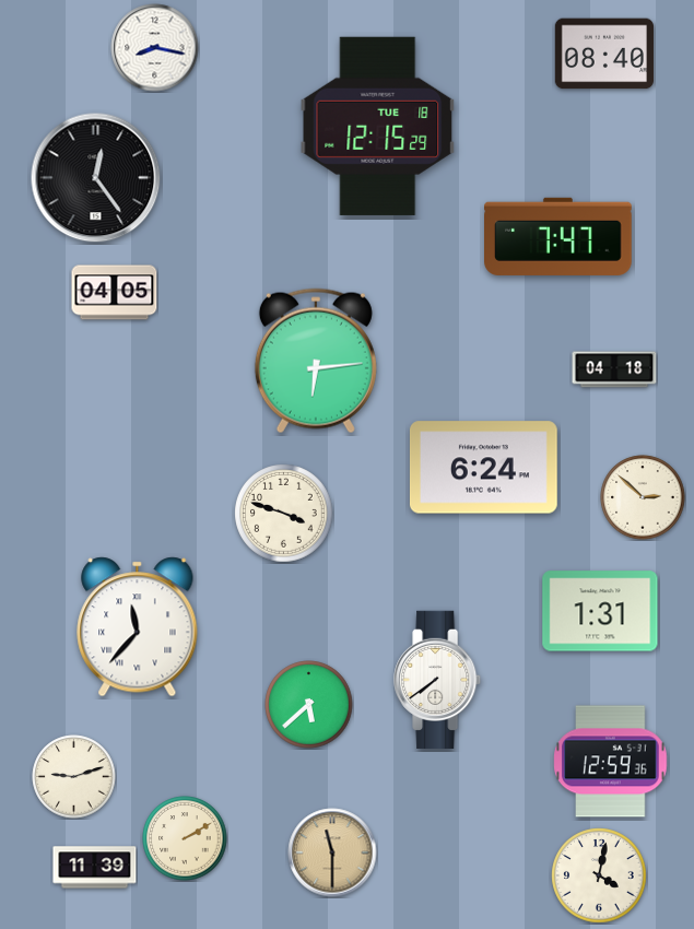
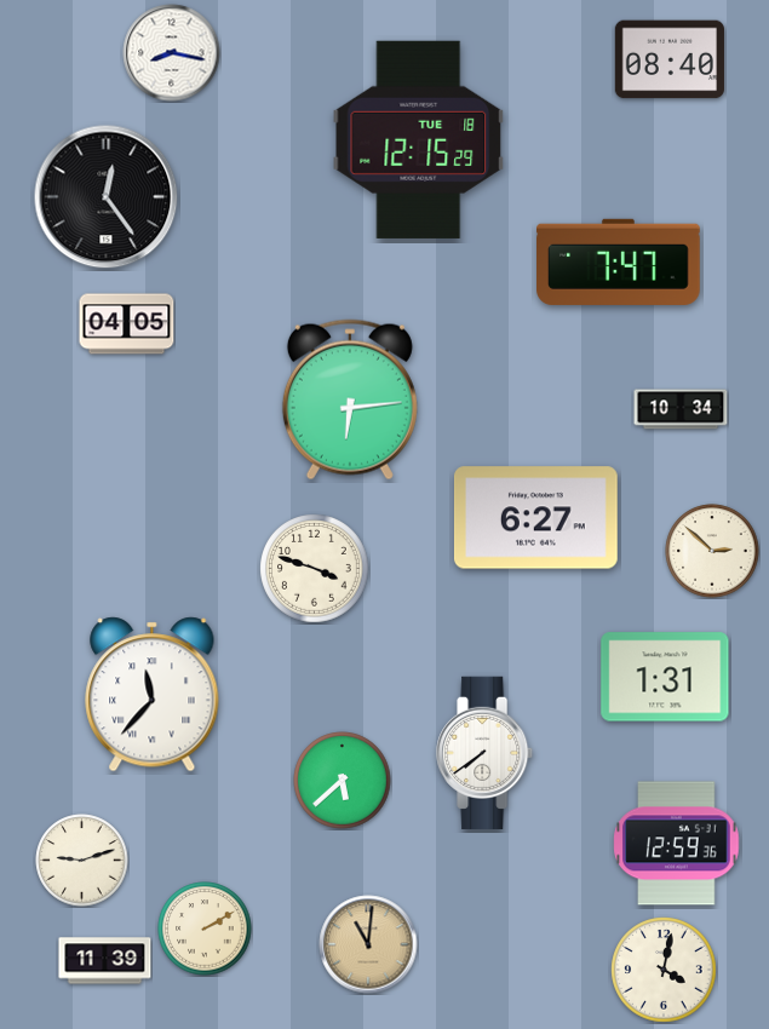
clock at (614, 369): 04:18 -> 10:34
clock at (484, 468): 6:24 -> 6:27
clock at (332, 852): 11:30 -> 11:01
